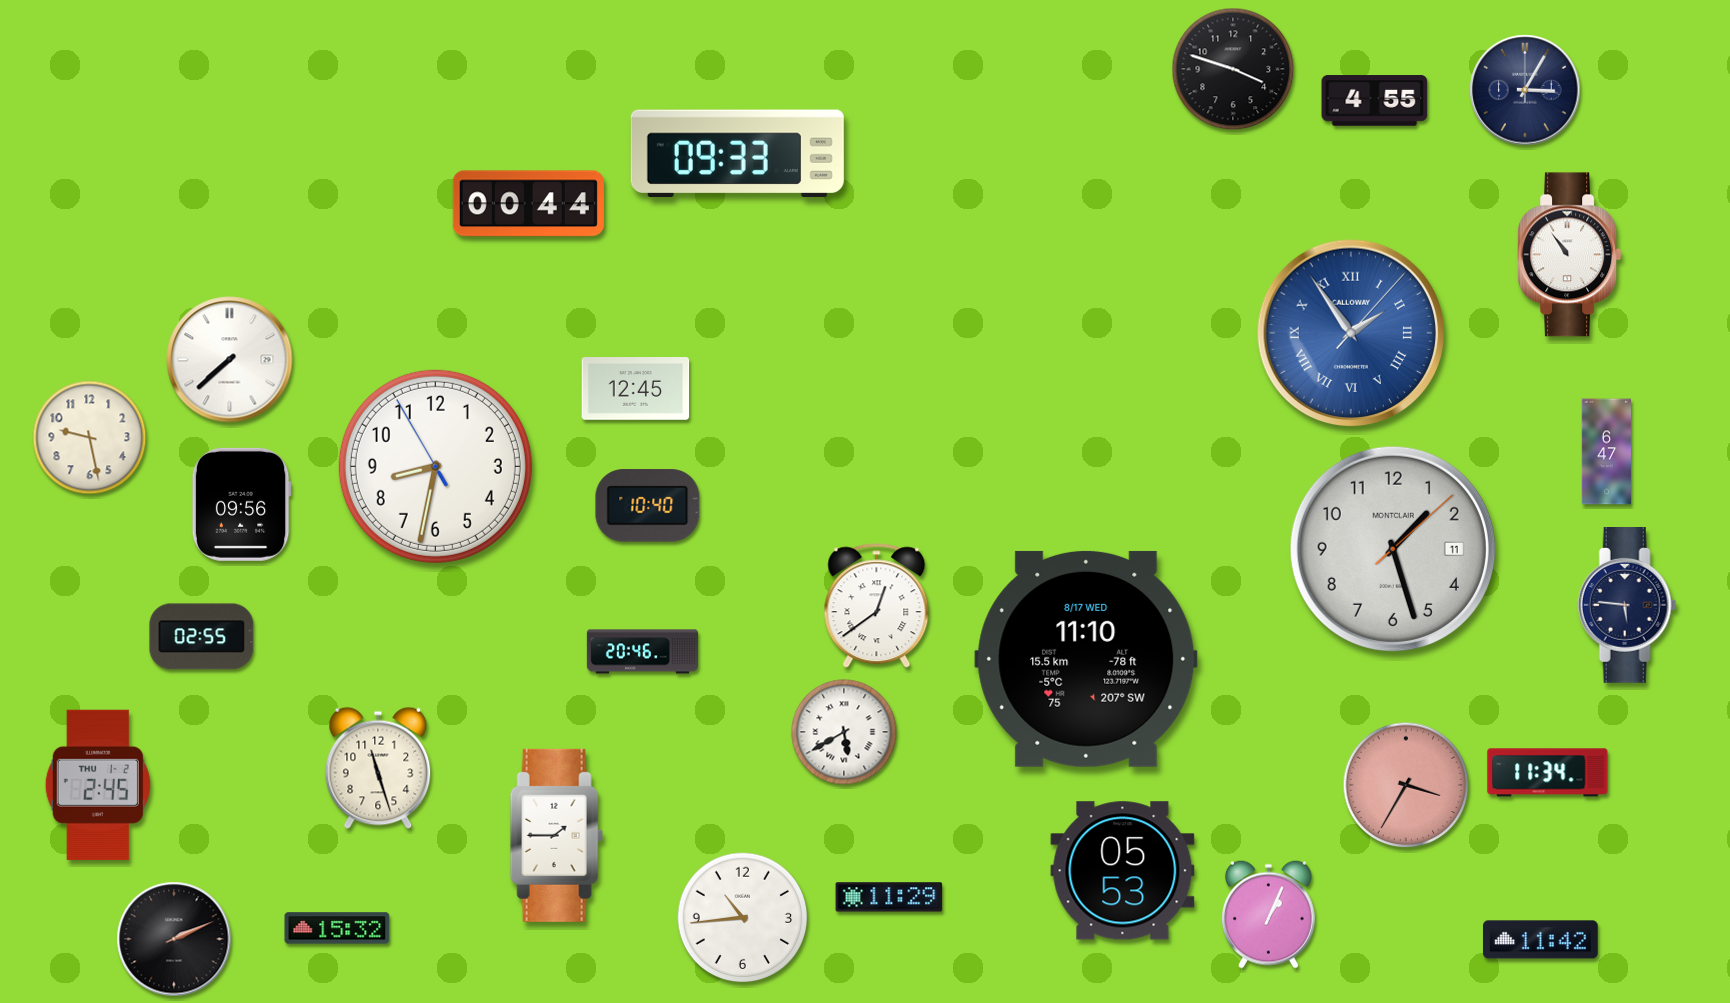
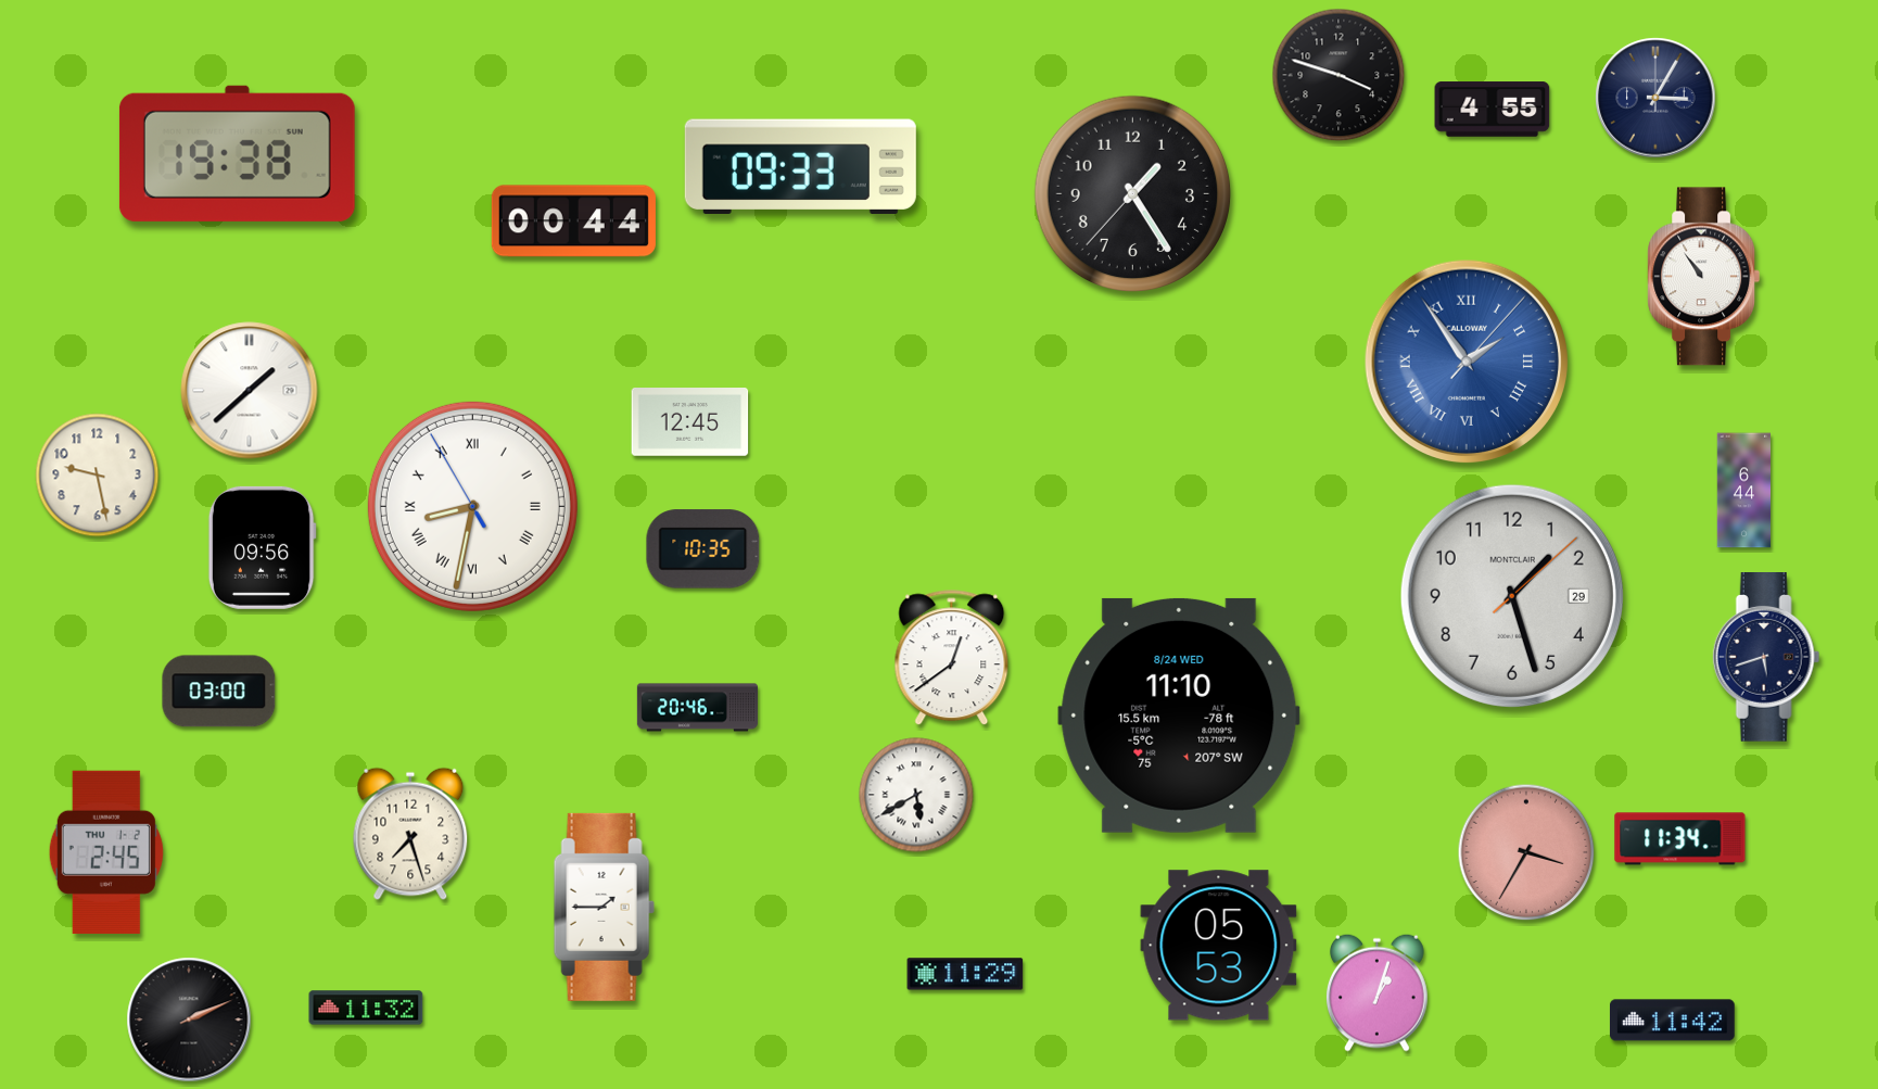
clock at (237, 153): none -> 19:38
clock at (1133, 194): none -> 1:24
clock at (230, 360): 7:38 -> 1:38
clock at (1607, 452): 6:47 -> 6:44
clock at (435, 466) numerals: Arabic -> Roman
clock at (648, 506): 10:40 -> 10:35
clock at (1393, 549) date: 11 -> 29
clock at (1627, 606): 5:46 -> 5:42
clock at (202, 637): 02:55 -> 03:00
clock at (1086, 659) date: 8/17 WED -> 8/24 WED
clock at (378, 768): 11:27 -> 7:27
clock at (1268, 914): 1:04 -> 1:03
clock at (743, 918): 10:44 -> none
clock at (337, 928): 15:32 -> 11:32
